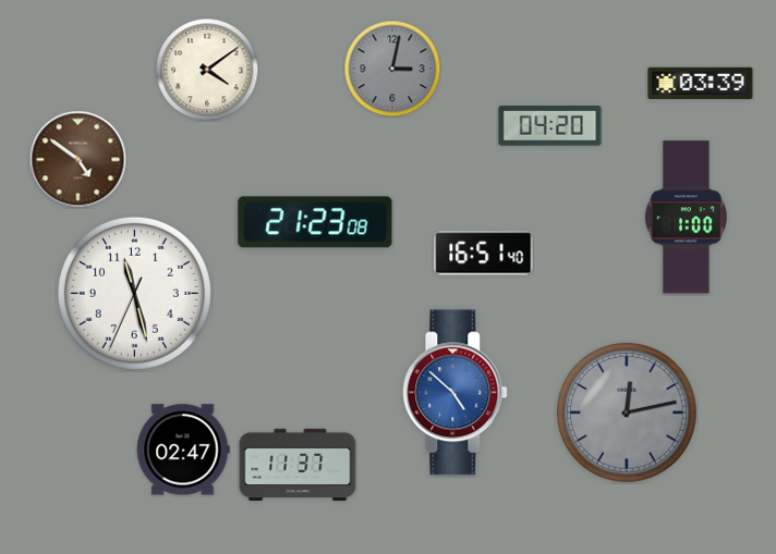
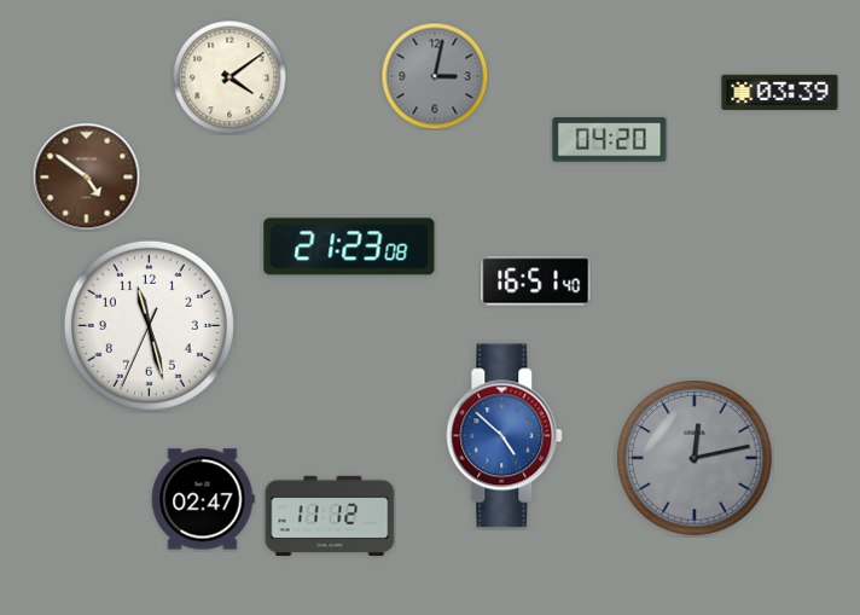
clock at (701, 83) position: (701, 83) -> (780, 92)
clock at (686, 218): 1:00 -> none
clock at (298, 464): 11:37 -> 11:12
